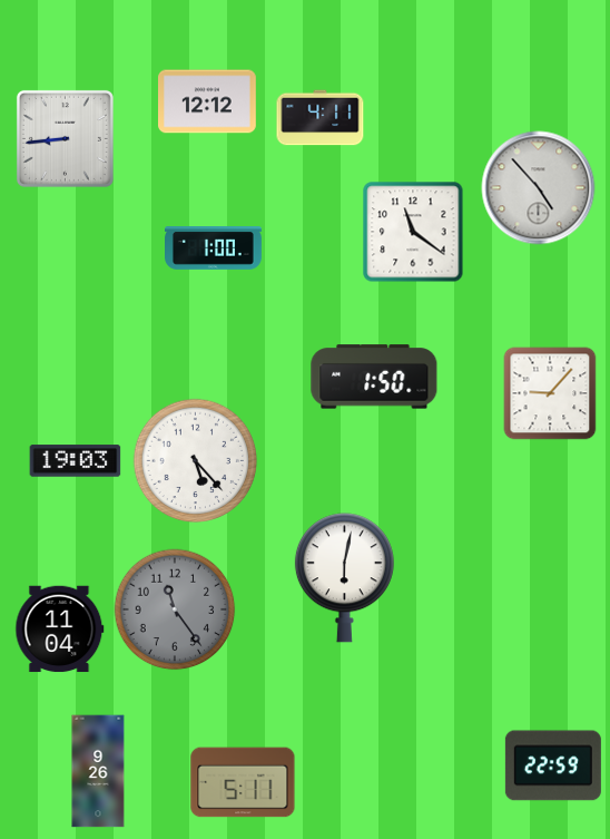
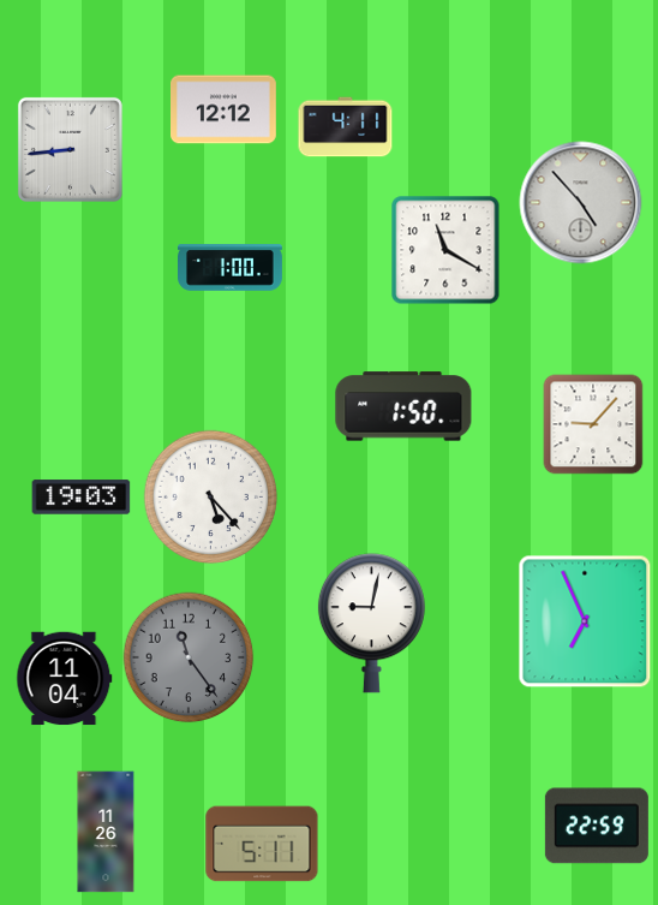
clock at (413, 232): 11:21 -> 11:20
clock at (585, 621): none -> 6:56
clock at (344, 578): 6:02 -> 9:02
clock at (98, 771): 9:26 -> 11:26
